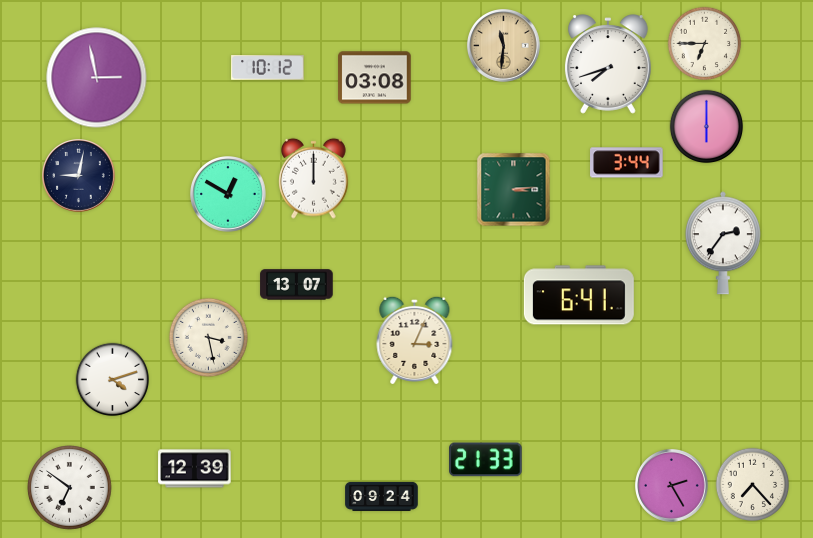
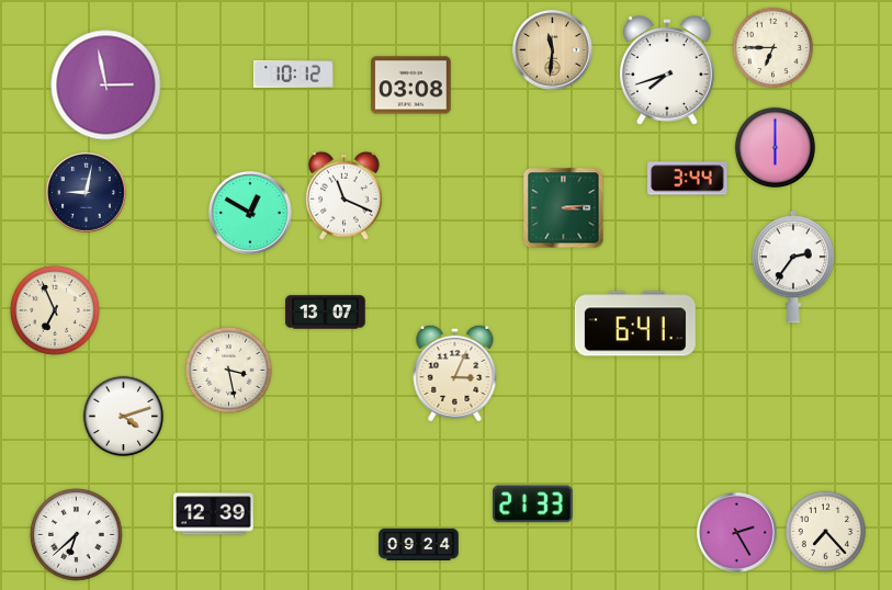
clock at (707, 127) position: (707, 127) -> (776, 148)
clock at (314, 178): 12:00 -> 11:19
clock at (55, 310): none -> 6:56
clock at (70, 488): 6:51 -> 6:38
